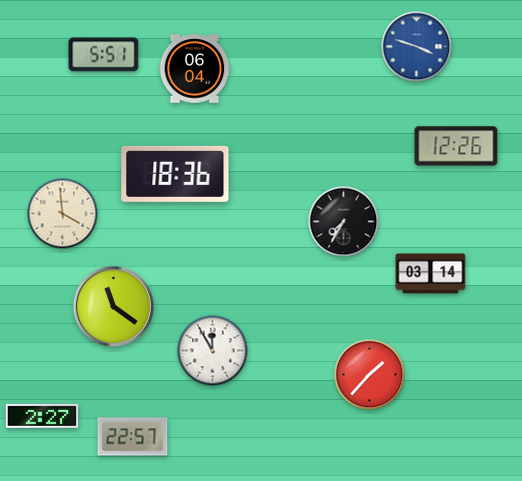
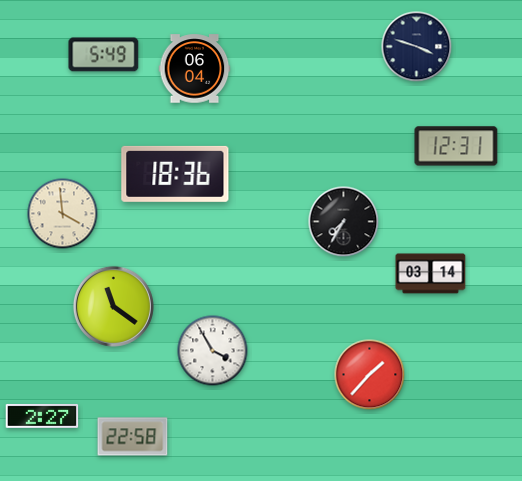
clock at (417, 47) dial: blue -> navy
clock at (104, 55): 5:51 -> 5:49
clock at (456, 146): 12:26 -> 12:31
clock at (213, 351): 11:55 -> 3:55
clock at (133, 437): 22:57 -> 22:58
